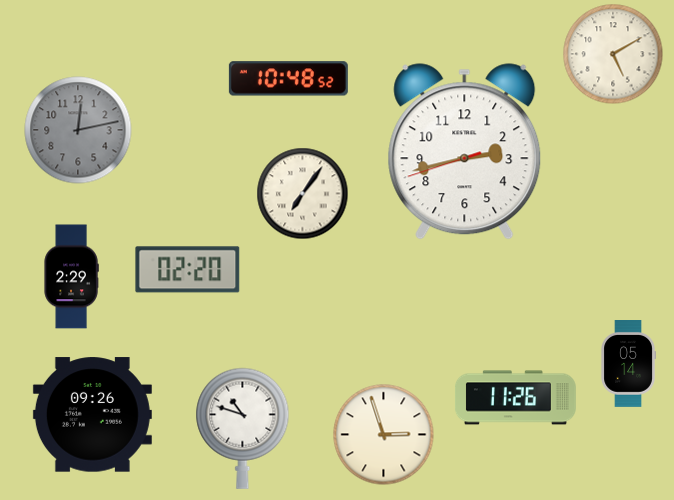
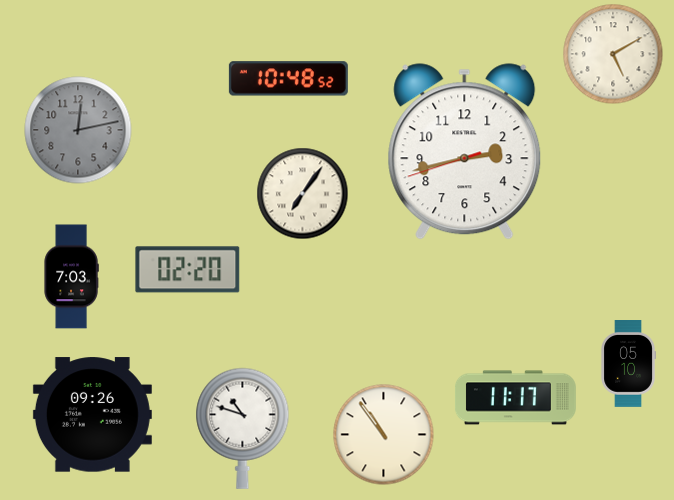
clock at (71, 277): 2:29 -> 7:03
clock at (628, 364): 05:14 -> 05:10
clock at (515, 398): 11:26 -> 11:17
clock at (384, 435): 2:57 -> 10:54
